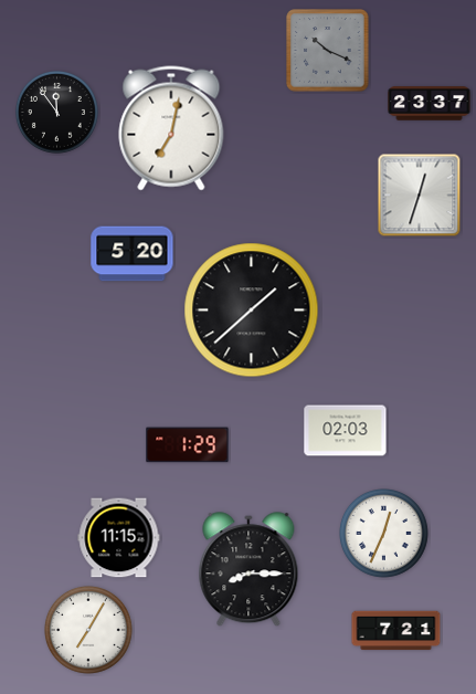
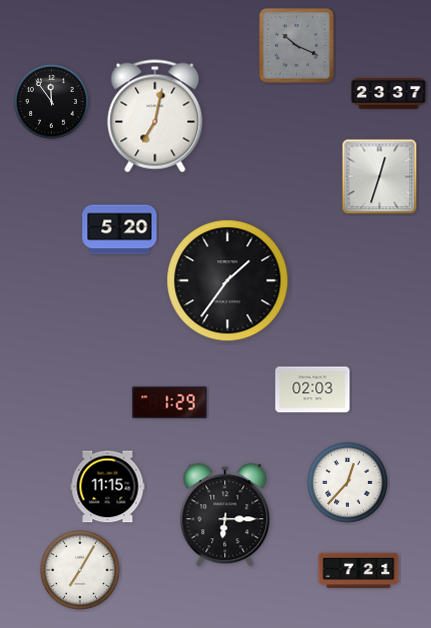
clock at (252, 311): 1:38 -> 1:36
clock at (384, 534): 12:34 -> 12:37
clock at (248, 570): 8:15 -> 6:15
